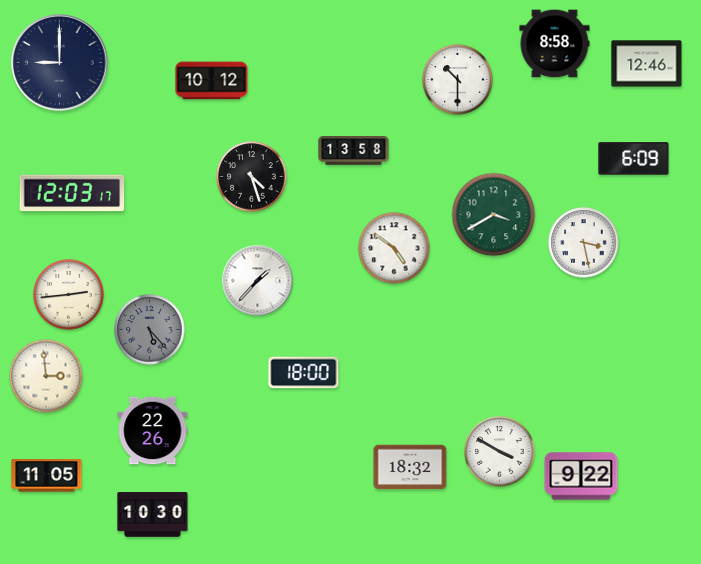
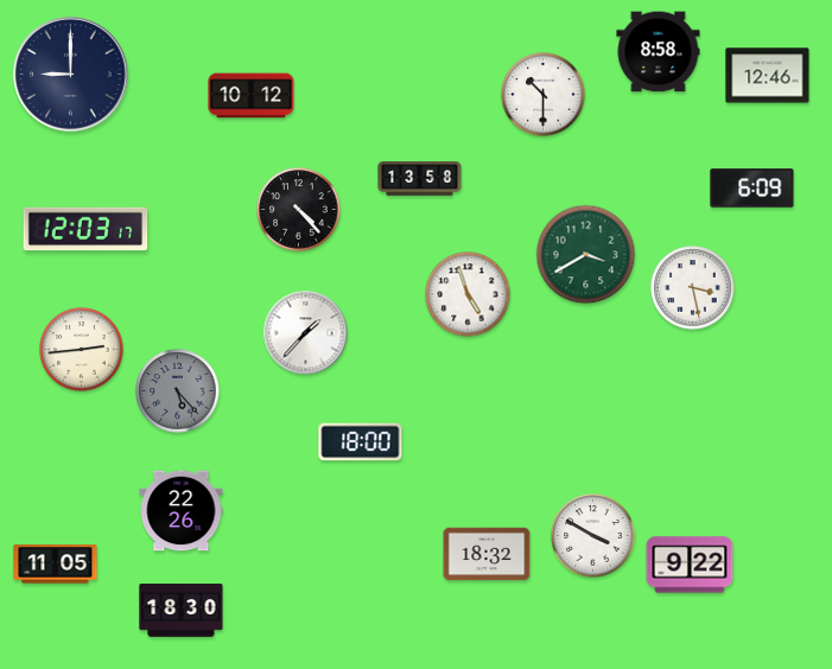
clock at (252, 177): 4:27 -> 4:23
clock at (394, 248): 4:51 -> 4:57
clock at (46, 376): 2:59 -> none
clock at (153, 515): 10:30 -> 18:30
